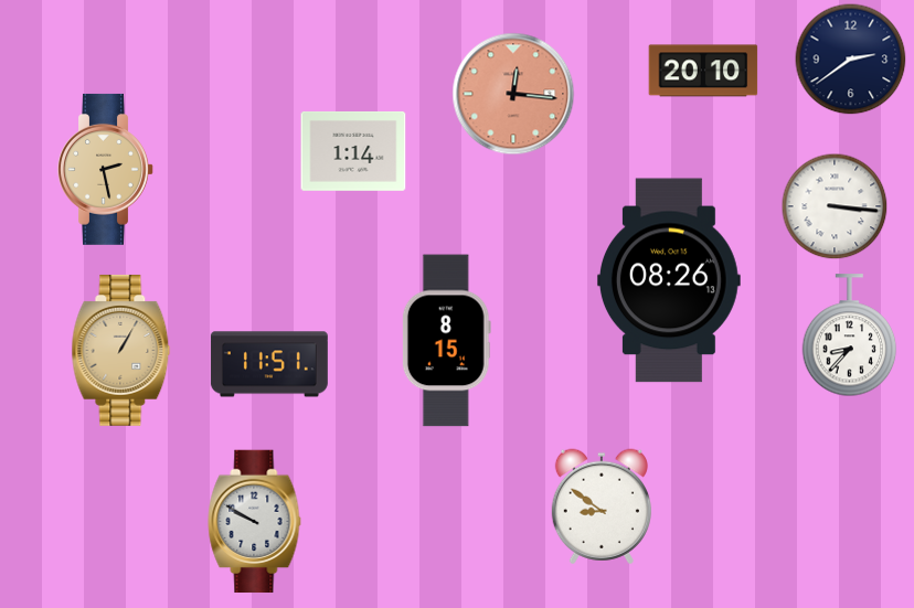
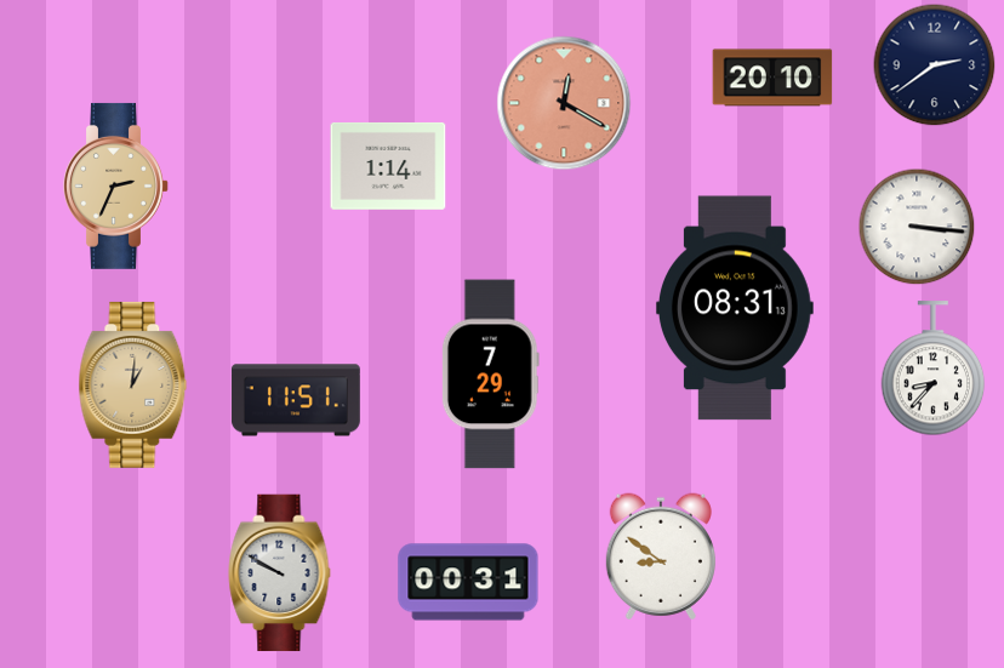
clock at (513, 94): 12:16 -> 12:20
clock at (106, 169): 2:28 -> 2:34
clock at (669, 280): 08:26 -> 08:31
clock at (446, 341): 8:15 -> 7:29
clock at (121, 350): 1:05 -> 1:01
clock at (468, 582): none -> 00:31
